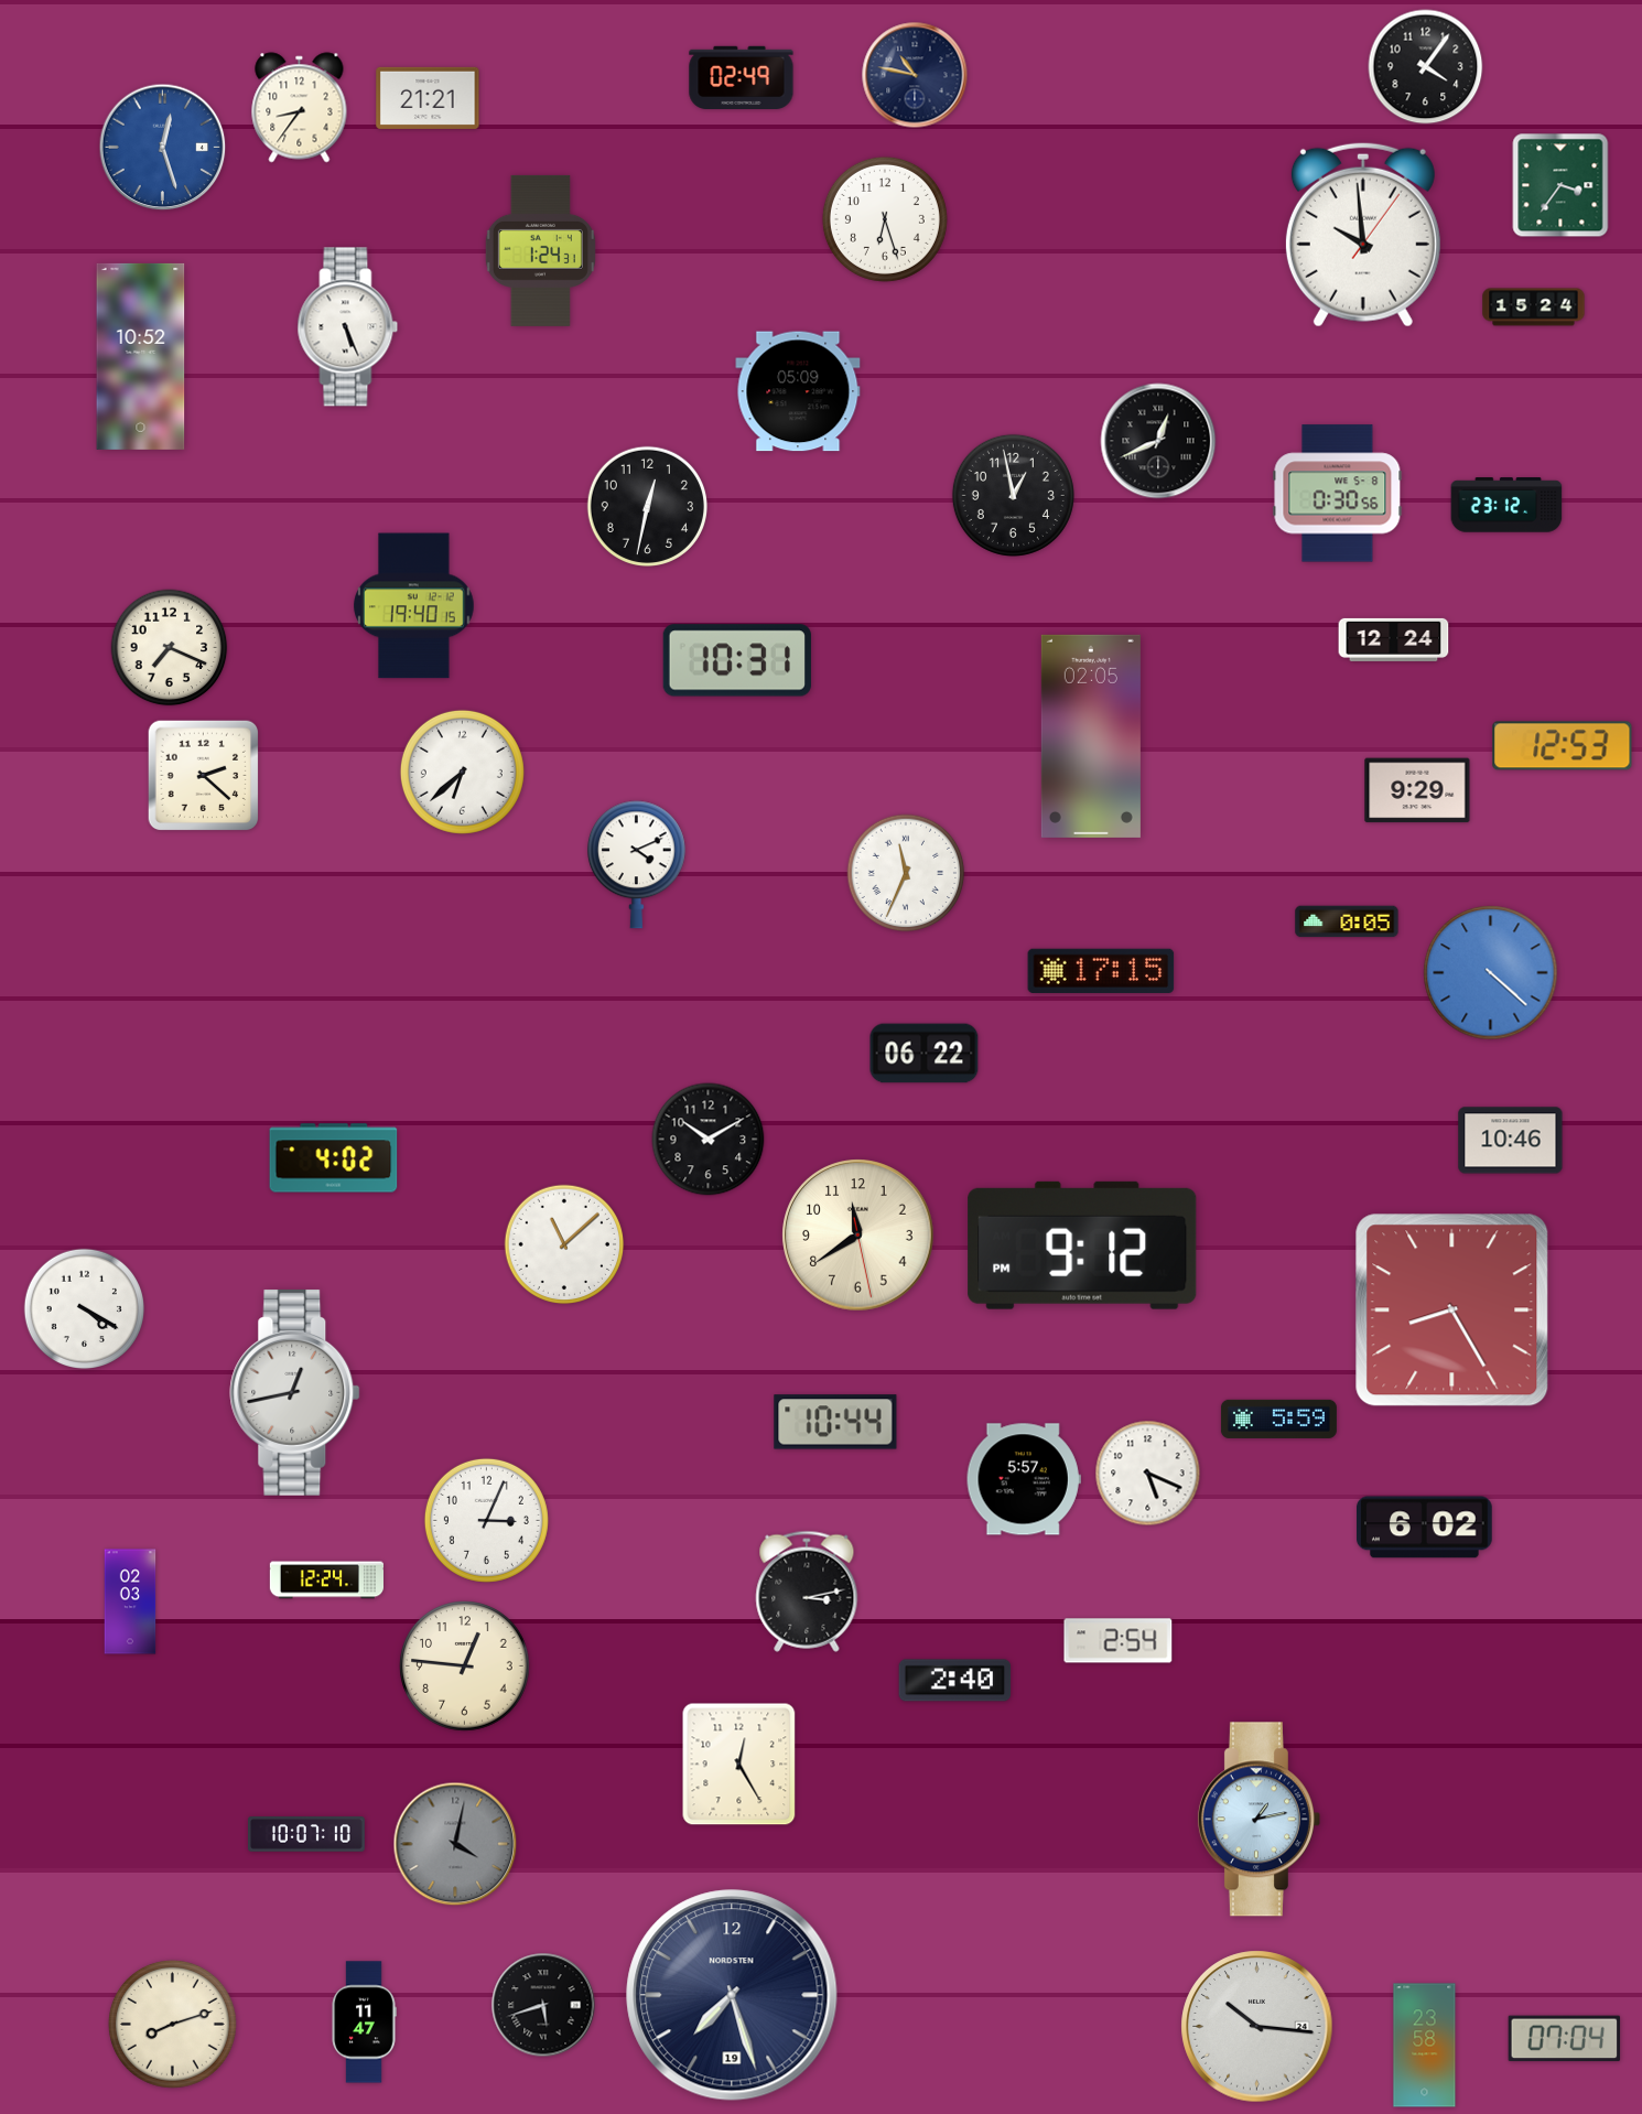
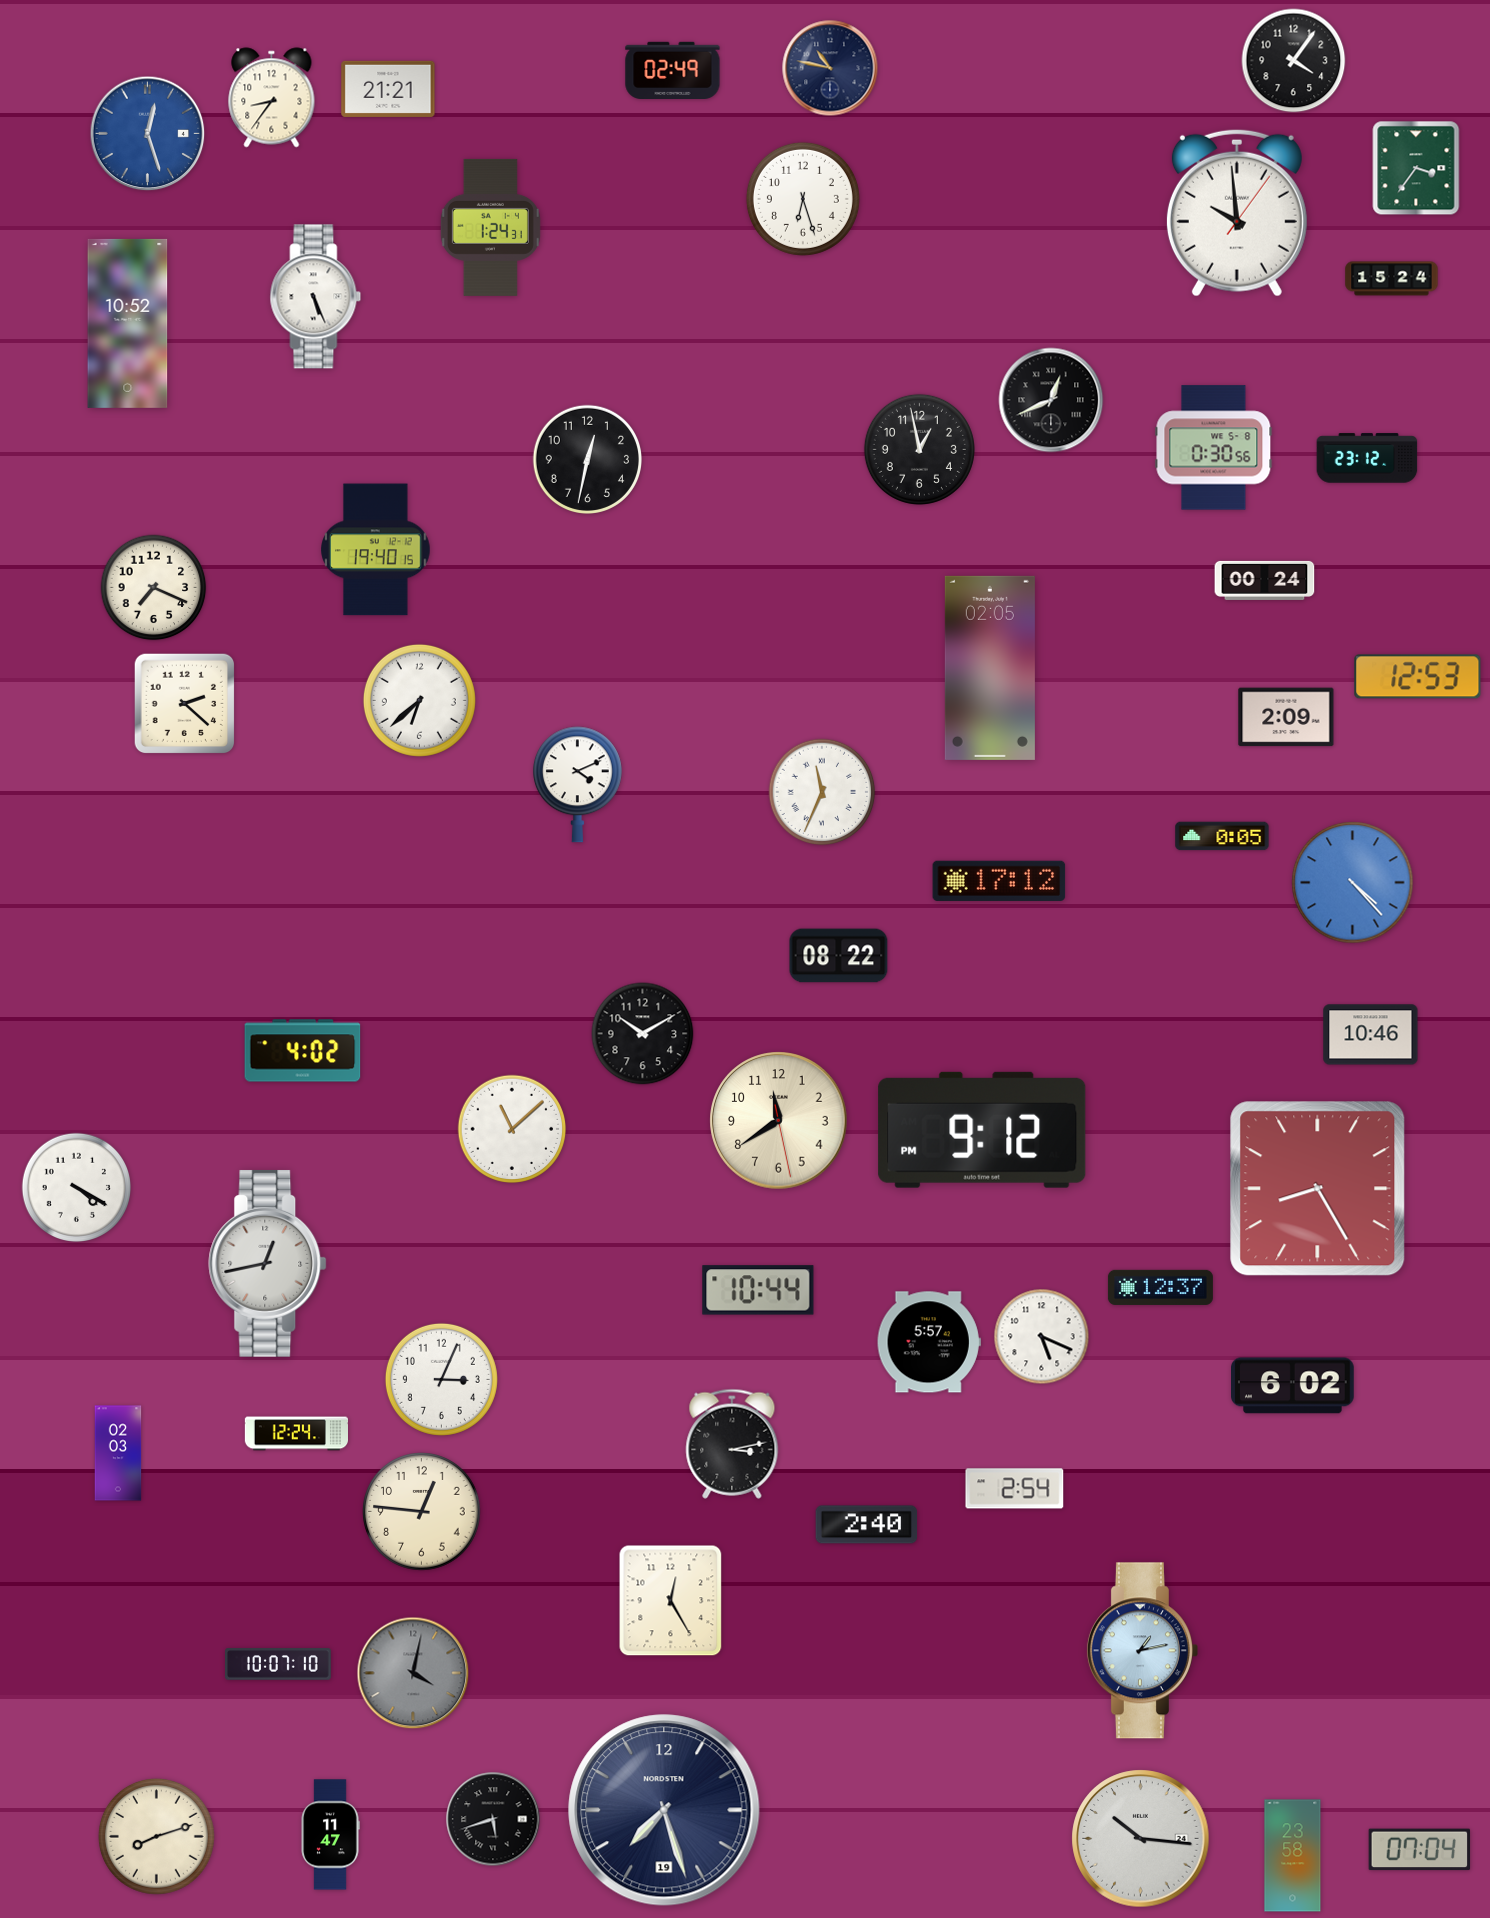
clock at (798, 391): 05:09 -> none
clock at (1394, 639): 12:24 -> 00:24
clock at (737, 660): 10:31 -> none
clock at (1417, 790): 9:29 -> 2:09
clock at (1101, 971): 17:15 -> 17:12
clock at (1491, 973): 4:22 -> 4:23
clock at (925, 1054): 06:22 -> 08:22
clock at (1278, 1419): 5:59 -> 12:37
